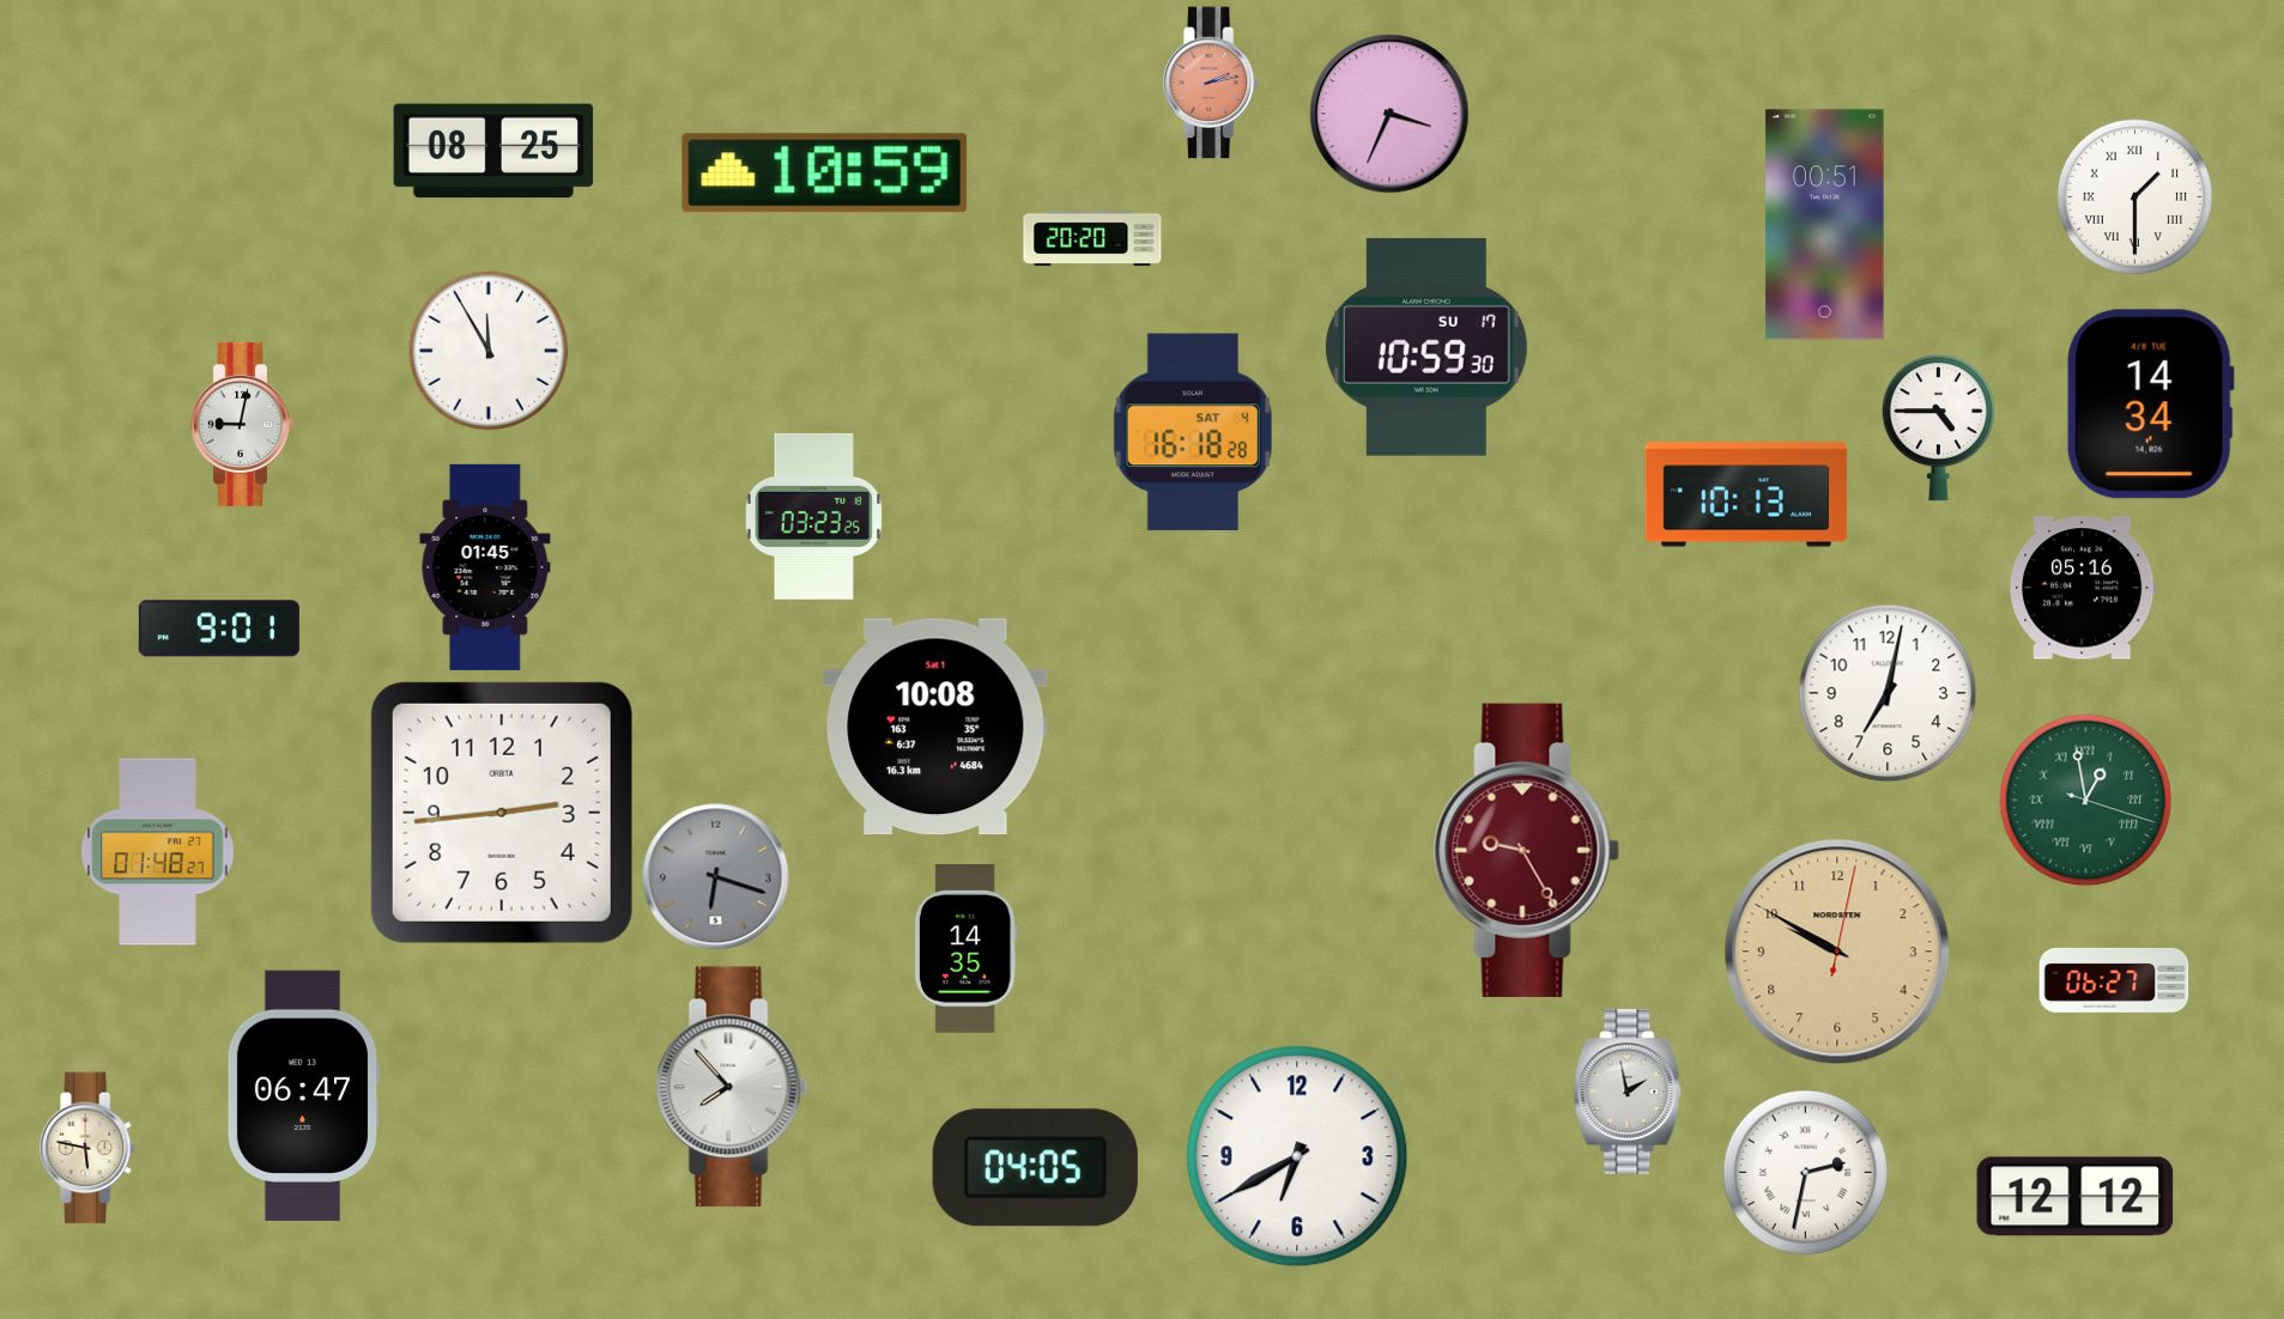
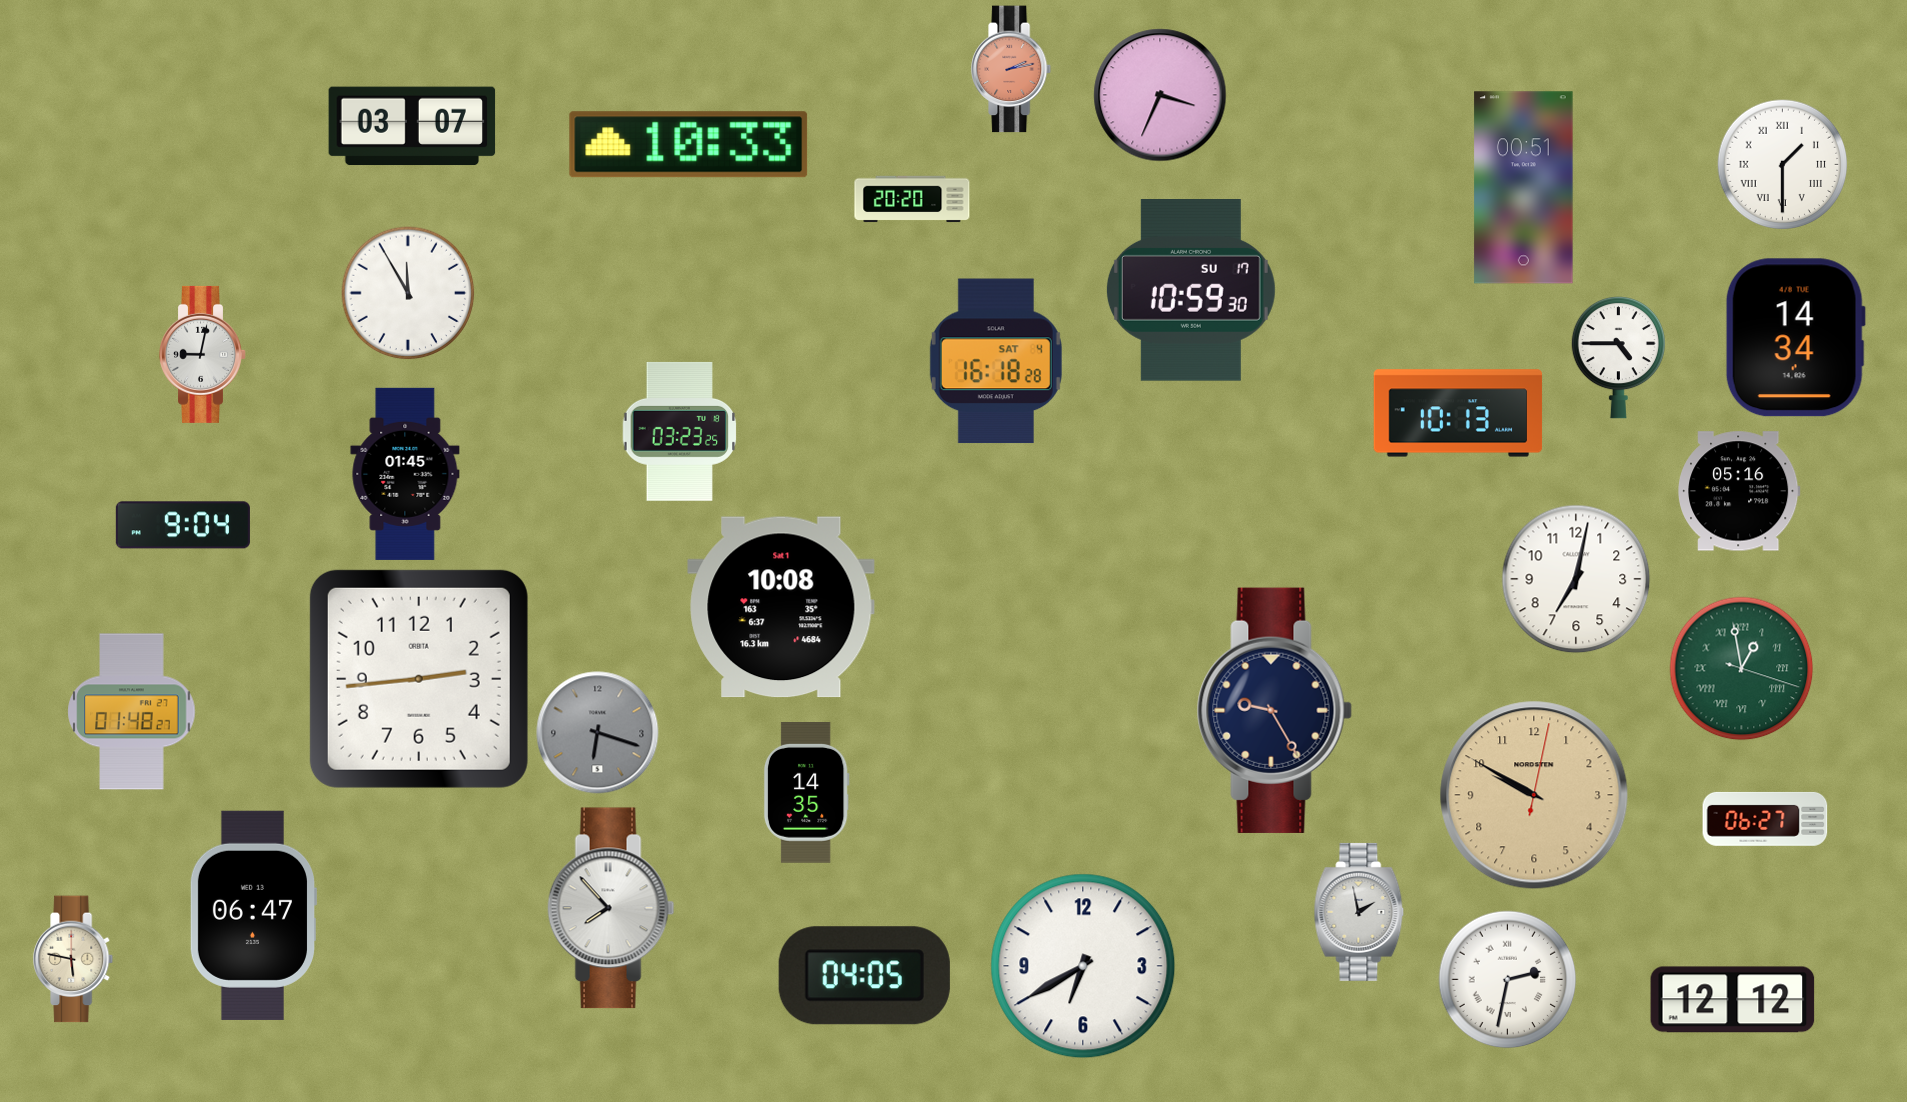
clock at (493, 151): 08:25 -> 03:07
clock at (825, 174): 10:59 -> 10:33
clock at (219, 628): 9:01 -> 9:04
clock at (1526, 850) dial: burgundy -> navy
